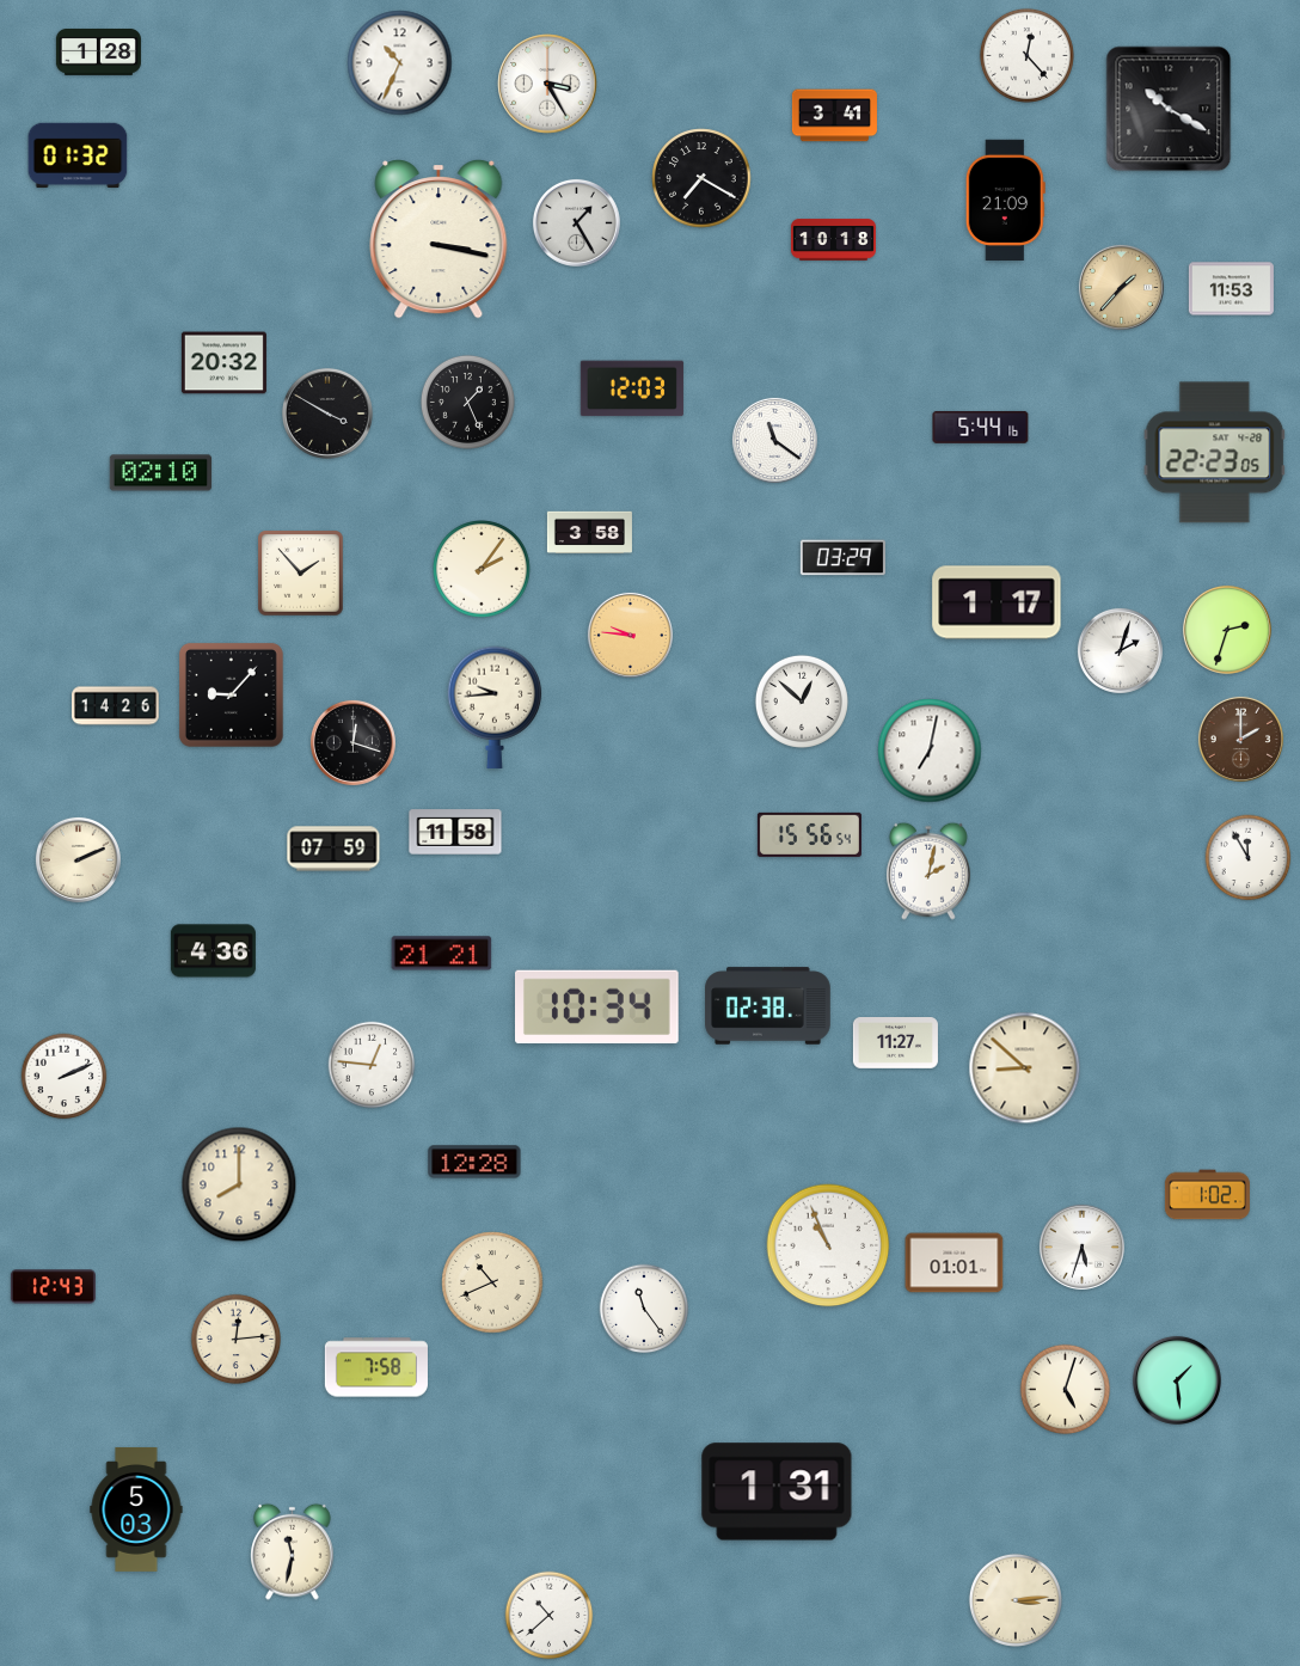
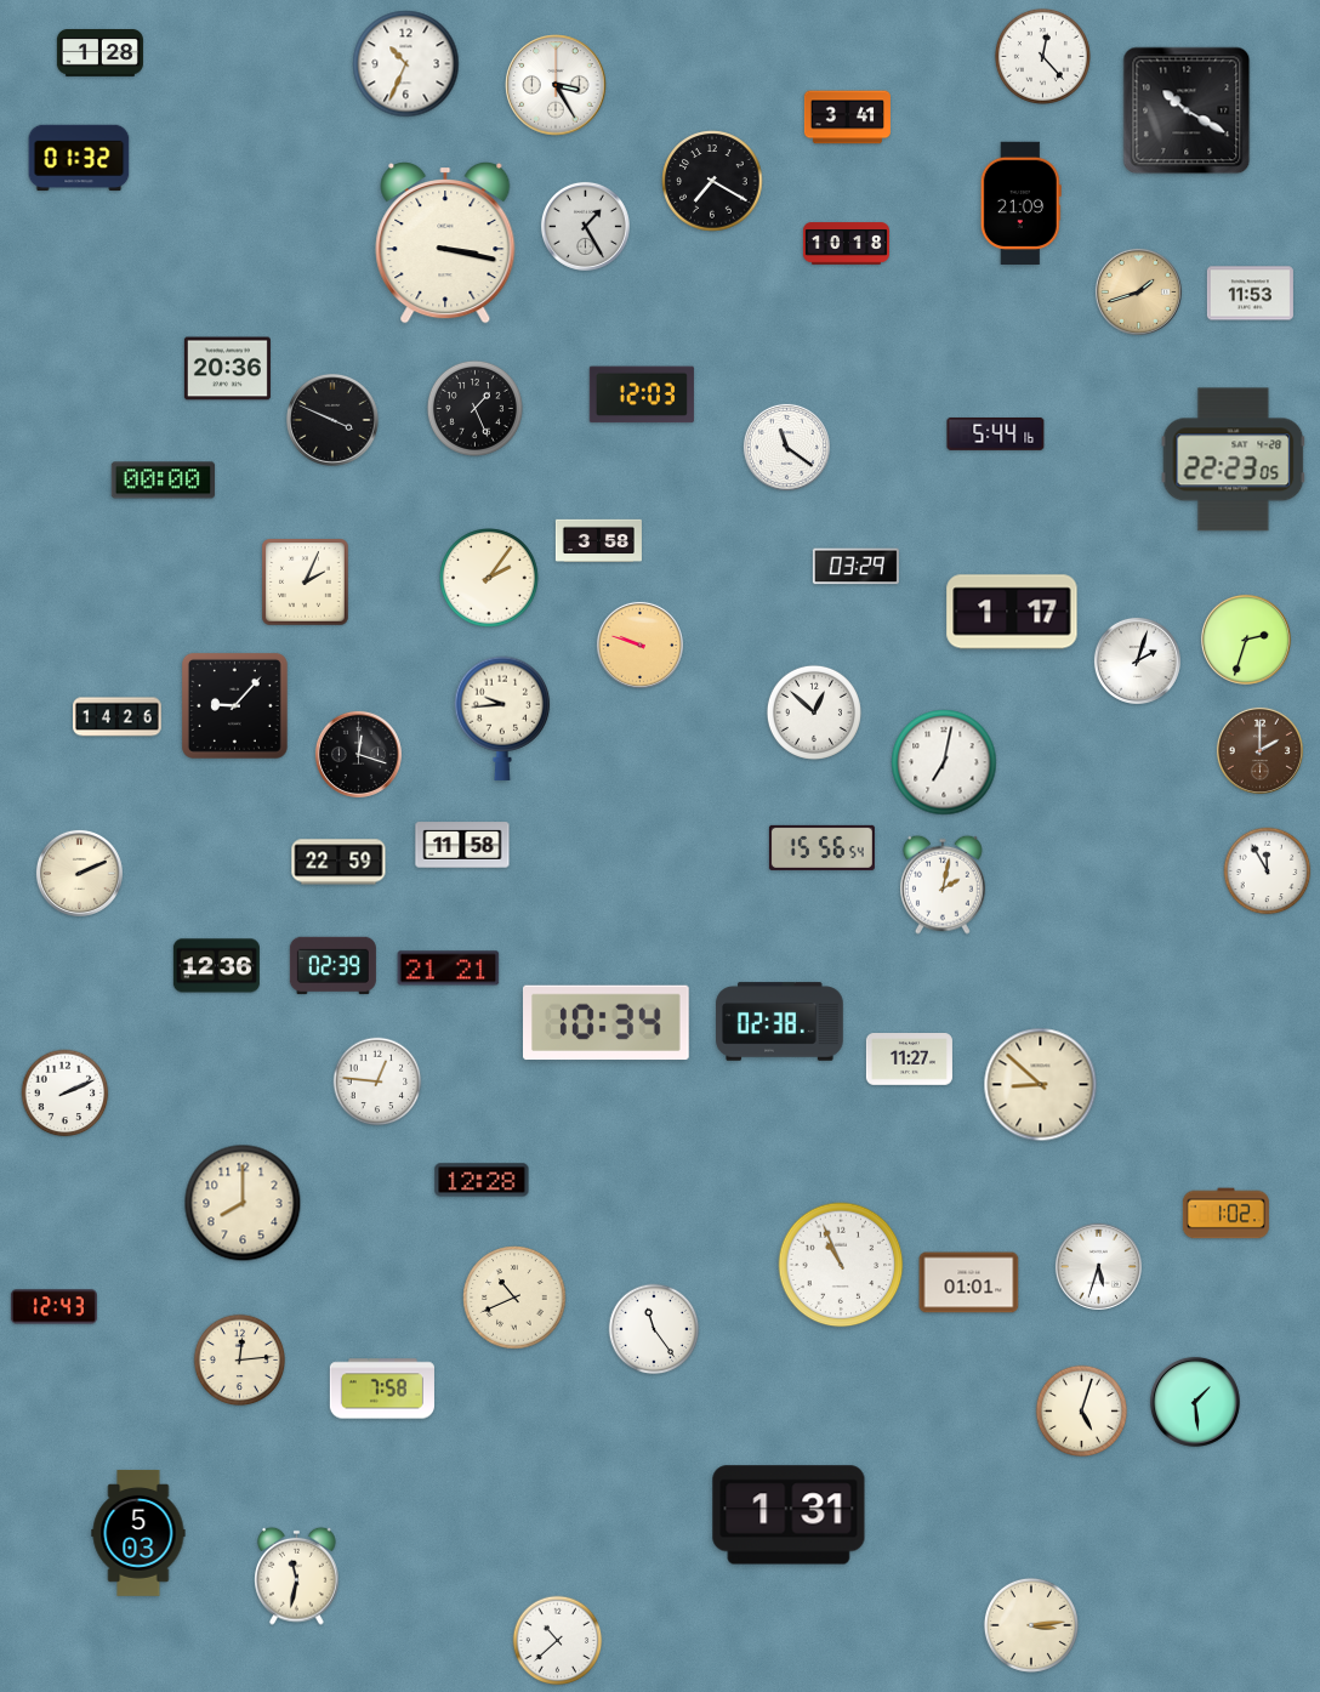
clock at (1121, 287): 1:37 -> 1:42
clock at (223, 363): 20:32 -> 20:36
clock at (327, 414): 3:50 -> 3:49
clock at (161, 473): 02:10 -> 00:00
clock at (301, 574): 1:53 -> 2:04
clock at (630, 635): 9:46 -> 9:48
clock at (333, 849): 07:59 -> 22:59
clock at (332, 965): none -> 02:39
clock at (213, 951): 4:36 -> 12:36
clock at (492, 1282) position: (492, 1282) -> (514, 1298)
